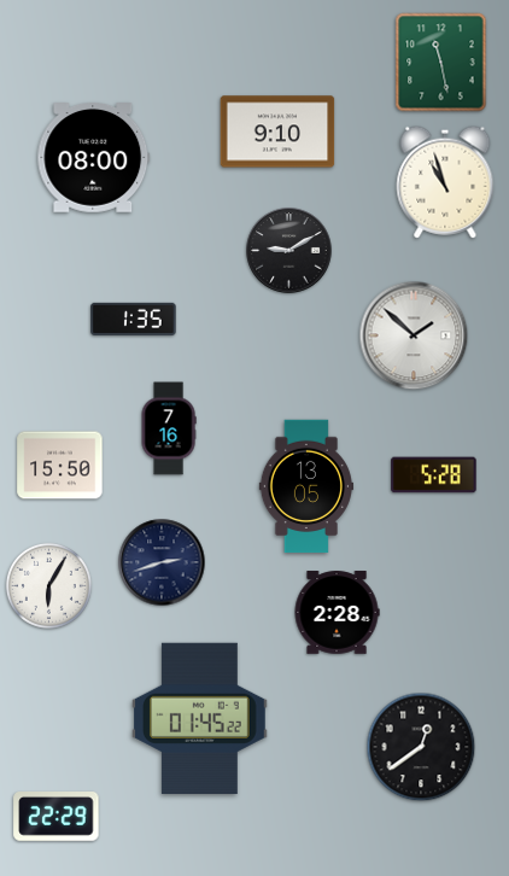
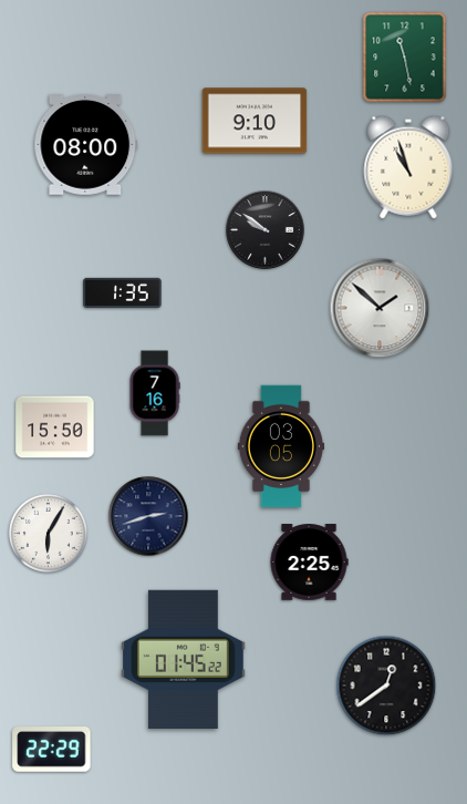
clock at (289, 251): 9:10 -> 9:51
clock at (434, 475): 5:28 -> none
clock at (305, 486): 13:05 -> 03:05
clock at (48, 585) position: (48, 585) -> (48, 533)
clock at (337, 613): 2:28 -> 2:25
